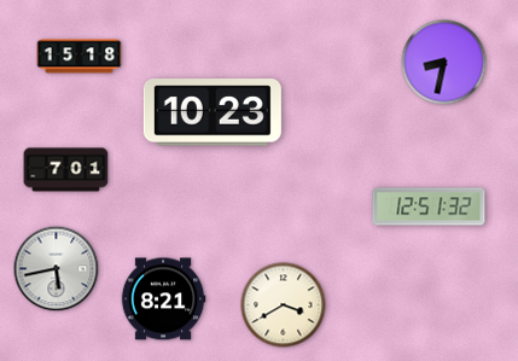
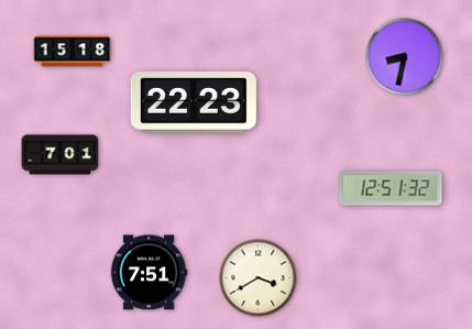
clock at (213, 112): 10:23 -> 22:23
clock at (57, 269): 5:43 -> none
clock at (163, 299): 8:21 -> 7:51
